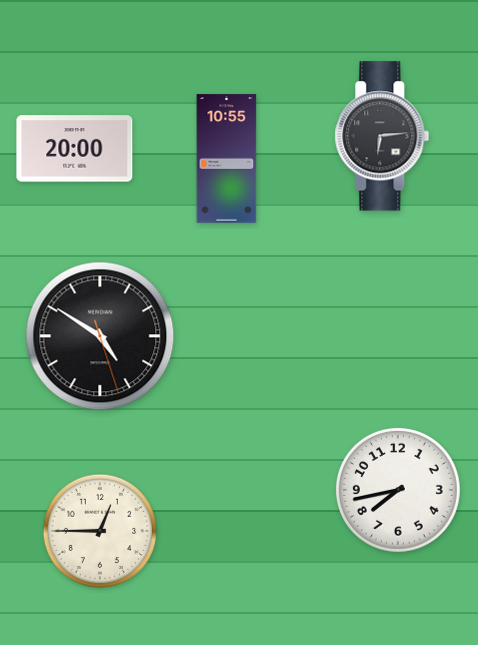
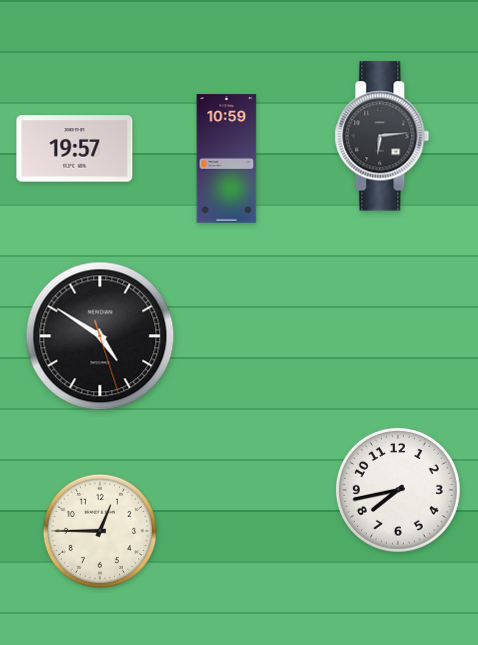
clock at (75, 149): 20:00 -> 19:57
clock at (227, 159): 10:55 -> 10:59
